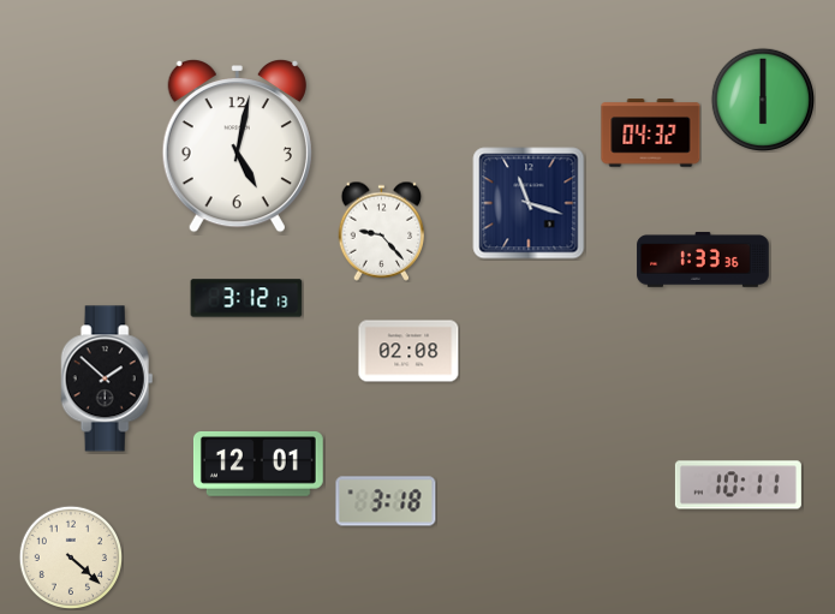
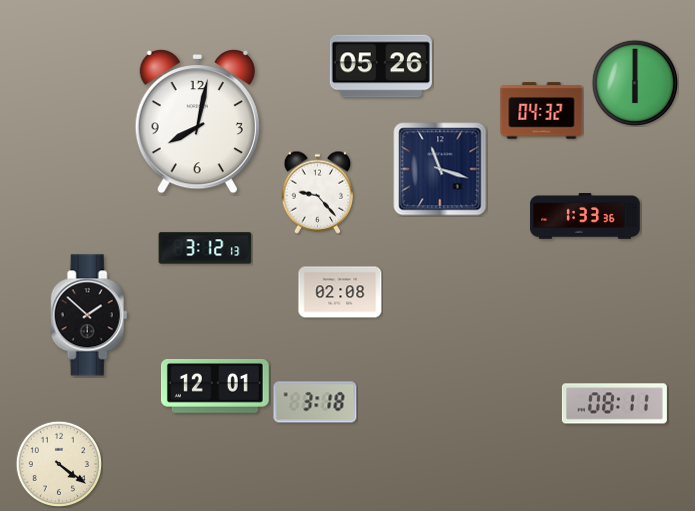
clock at (381, 66): none -> 05:26
clock at (237, 147): 5:02 -> 8:02
clock at (738, 485): 10:11 -> 08:11
clock at (386, 501) position: (386, 501) -> (315, 402)
clock at (70, 556): 4:22 -> 4:21
